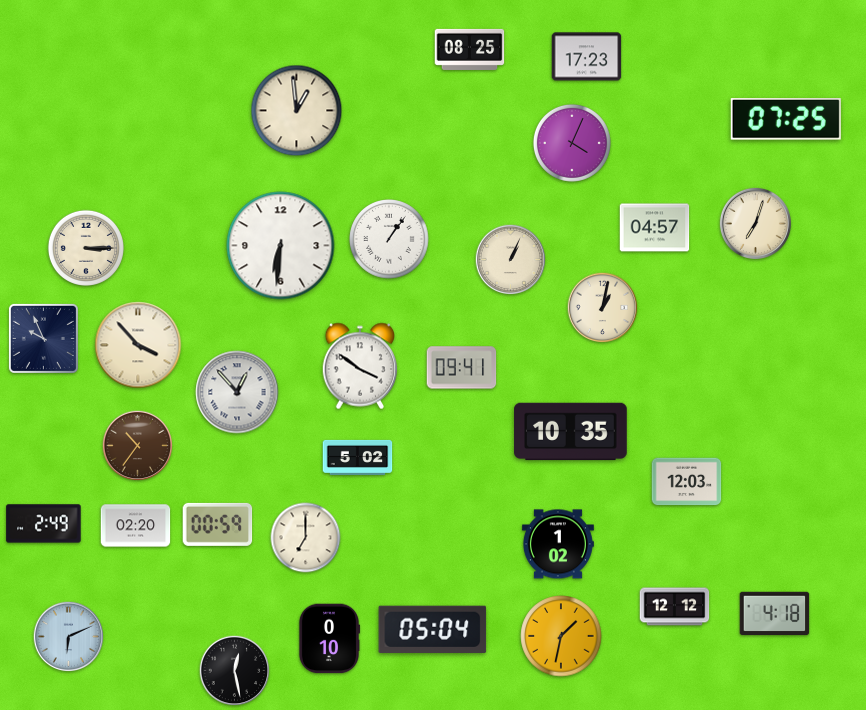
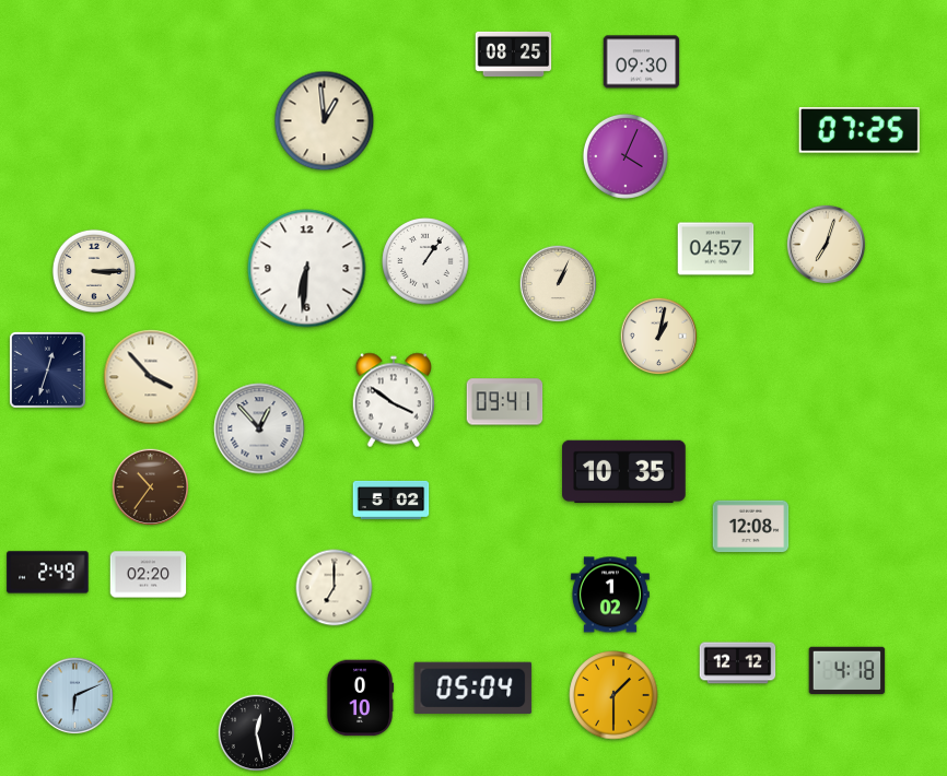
clock at (587, 57): 17:23 -> 09:30
clock at (43, 338): 9:56 -> 12:33
clock at (687, 482): 12:03 -> 12:08
clock at (218, 524): 00:59 -> none
clock at (561, 636): 1:32 -> 1:30
